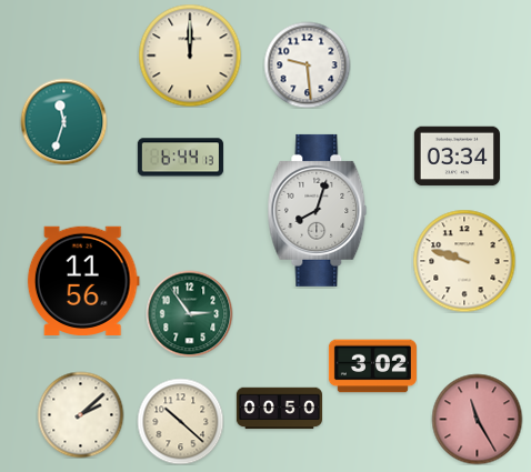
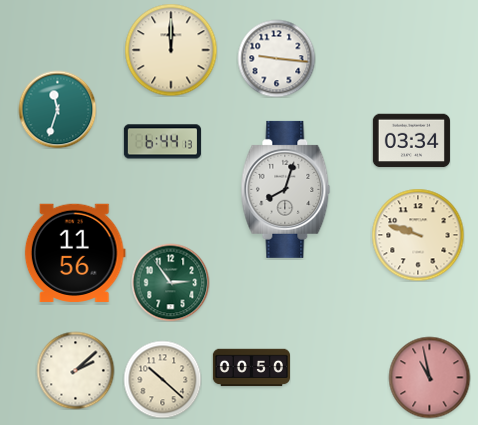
clock at (307, 64): 9:29 -> 9:16
clock at (372, 366): 3:02 -> none
clock at (80, 414) position: (80, 414) -> (75, 370)
clock at (477, 419): 11:25 -> 10:58
